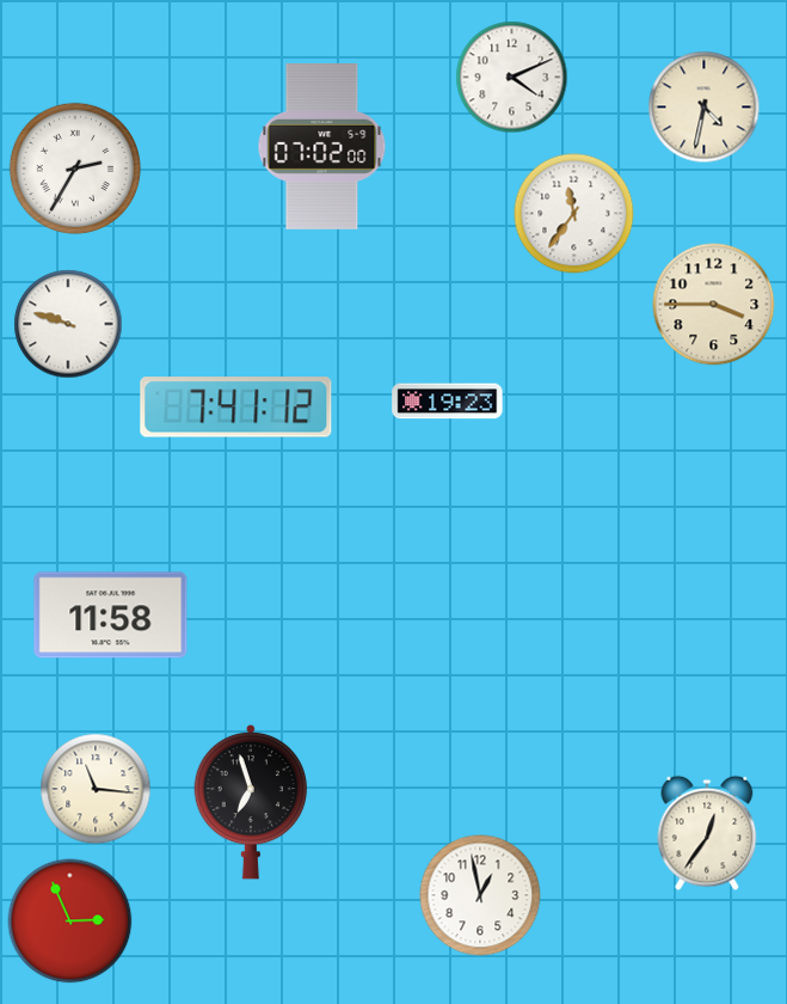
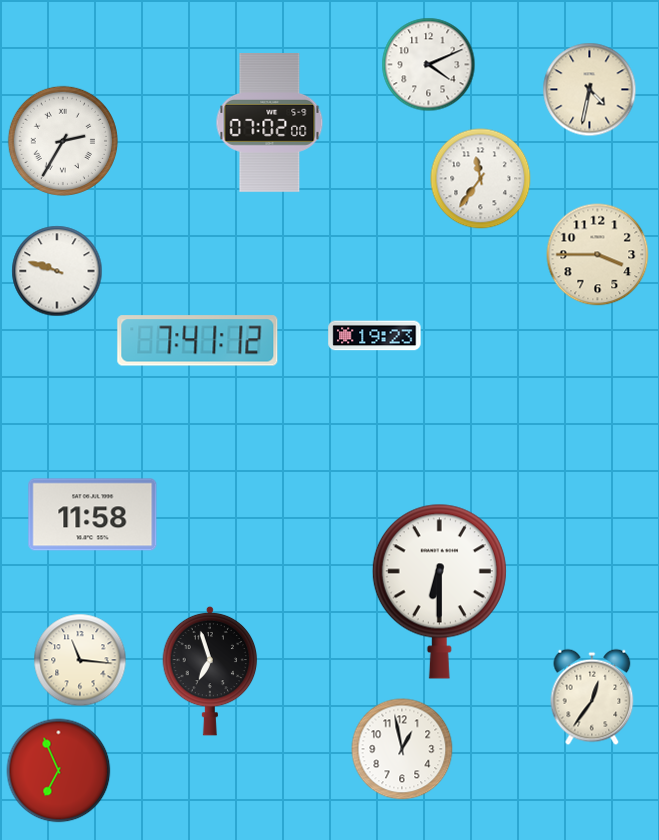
clock at (439, 591): none -> 6:30
clock at (70, 922): 2:56 -> 6:56
